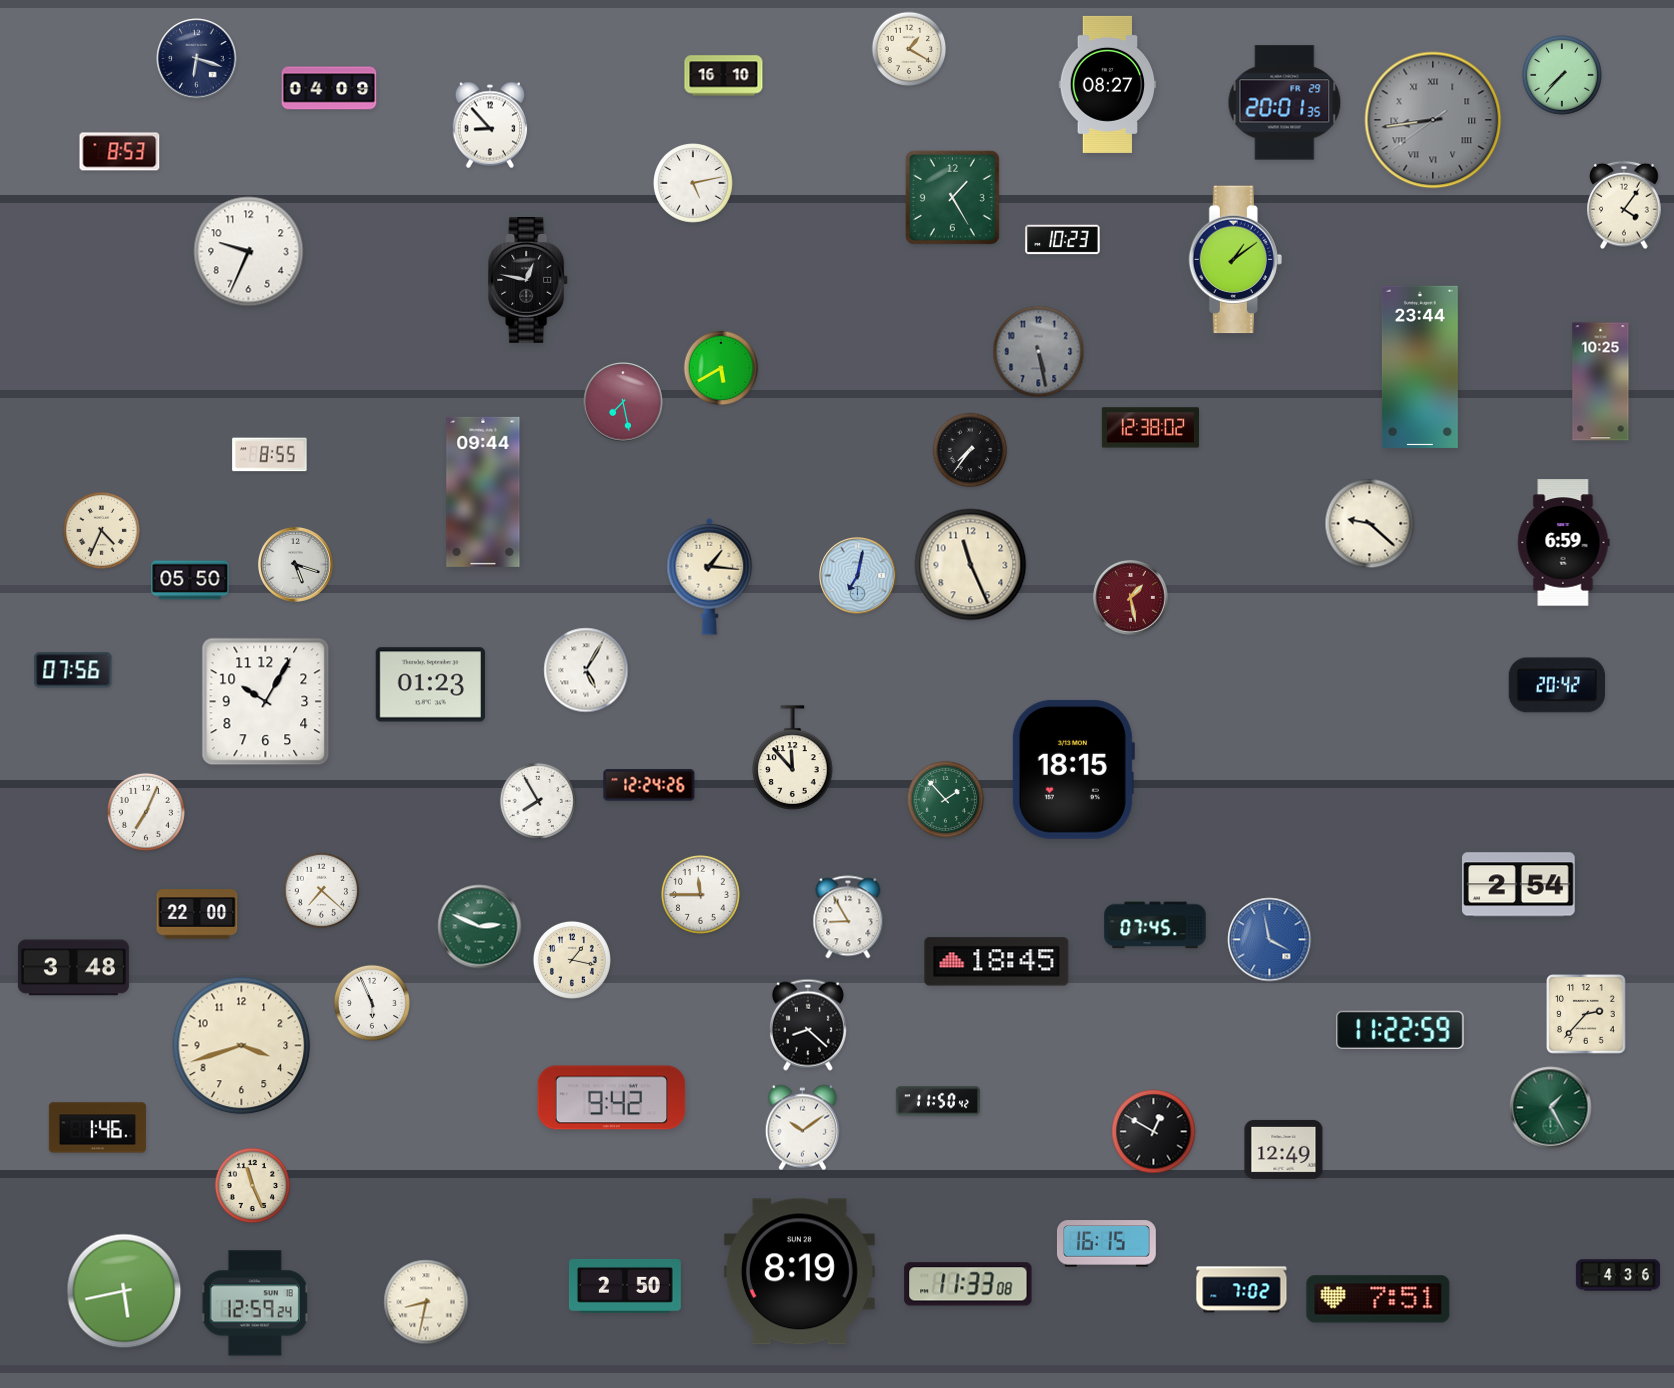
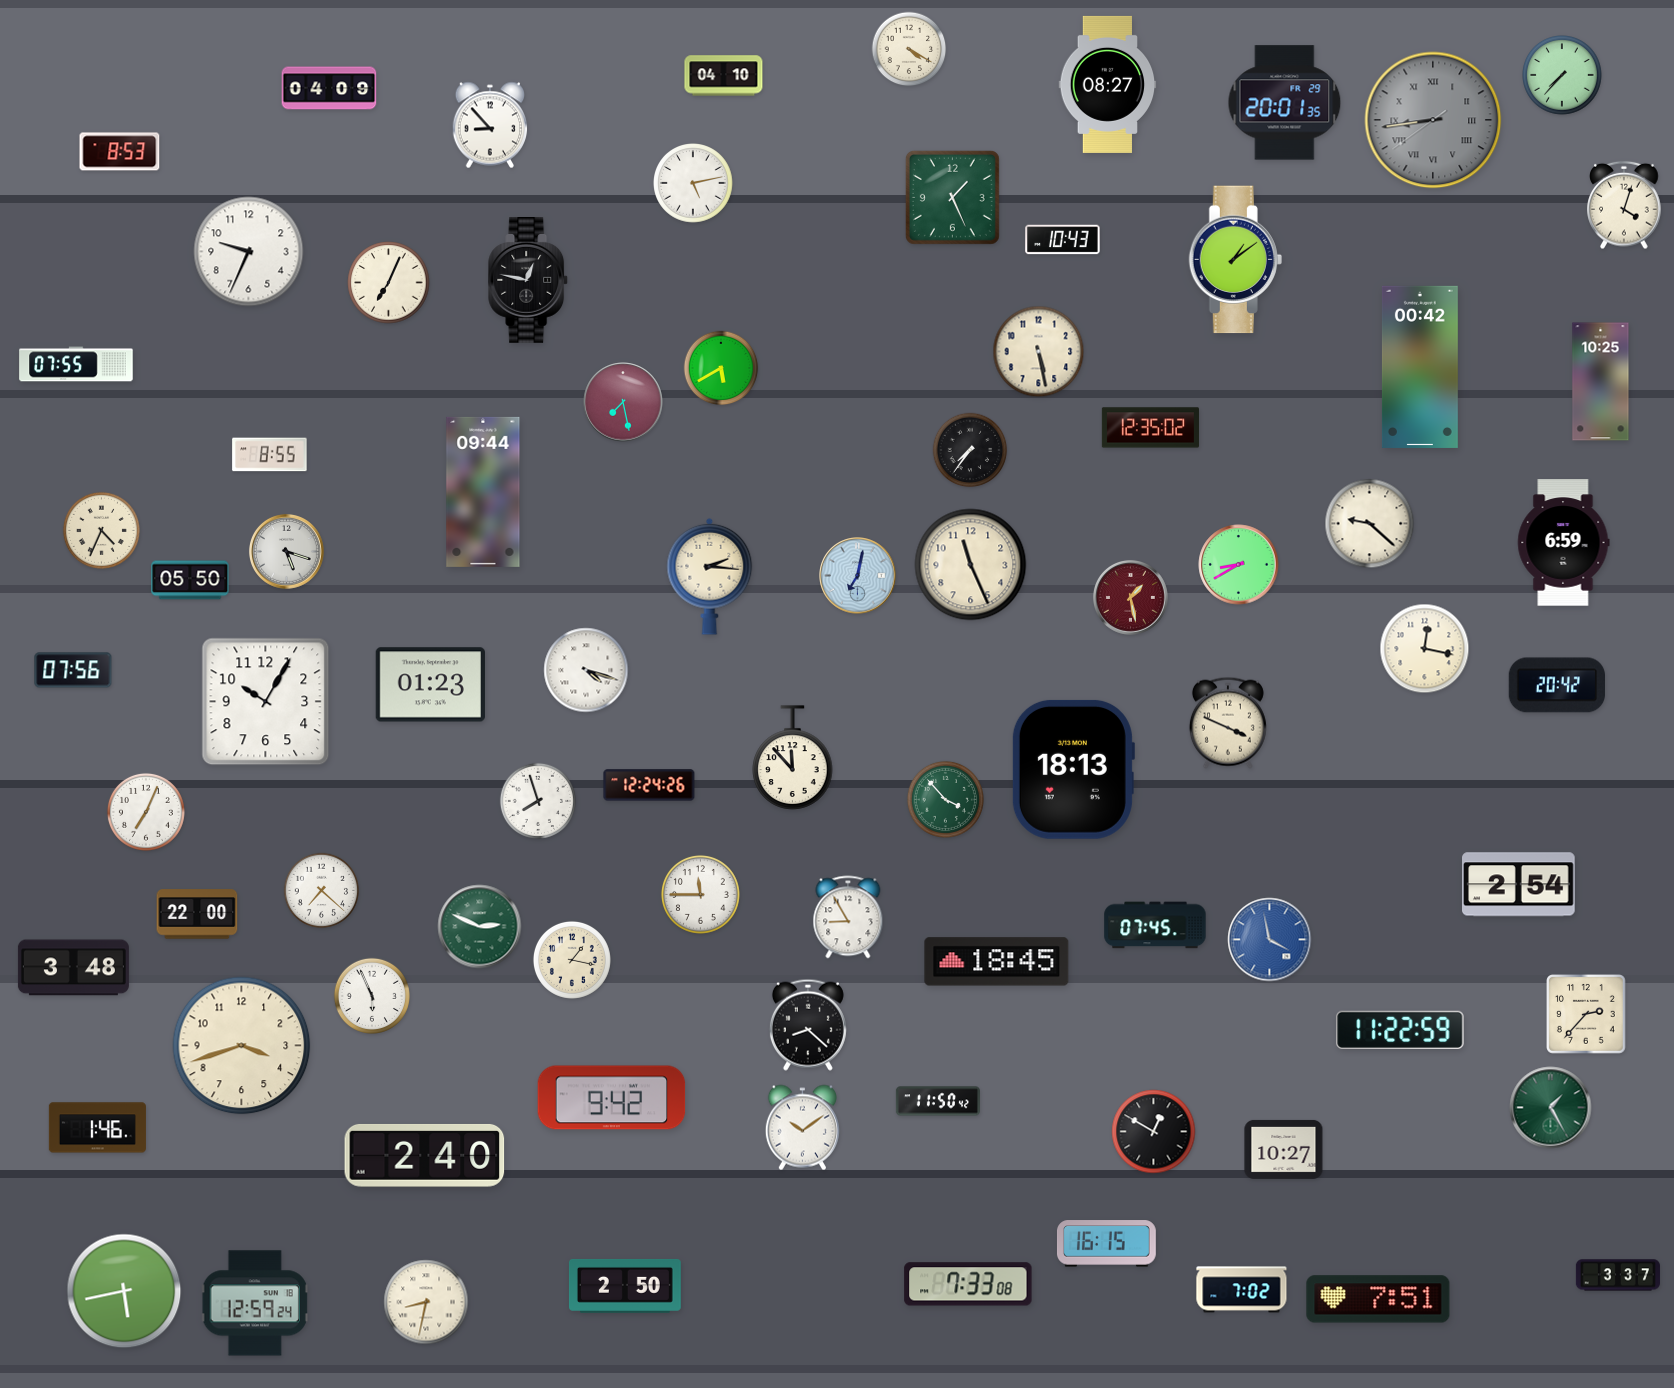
clock at (909, 49): 1:20 -> 4:20
clock at (197, 59): 6:18 -> none
clock at (724, 76): 16:10 -> 04:10
clock at (952, 197): 1:25 -> 1:26
clock at (1624, 205): 4:06 -> 4:03
clock at (1063, 240): 10:23 -> 10:43
clock at (389, 283): none -> 7:04
clock at (1039, 352) dial: grey -> cream
clock at (76, 364): none -> 07:55
clock at (1420, 367): 23:44 -> 00:42
clock at (1150, 428): 12:38 -> 12:35
clock at (295, 564) position: (295, 564) -> (286, 551)
clock at (1239, 565): none -> 8:40
clock at (710, 576): 1:16 -> 2:16
clock at (1425, 649): none -> 12:17
clock at (586, 670): 5:05 -> 4:18
clock at (1228, 723): none -> 3:49
clock at (1073, 769): 18:15 -> 18:13
clock at (945, 799): 1:53 -> 3:53
clock at (538, 801): 7:55 -> 7:57
clock at (372, 1003) position: (372, 1003) -> (372, 996)
clock at (1284, 1149): 12:49 -> 10:27
clock at (425, 1156): none -> 2:40
clock at (253, 1186): 11:26 -> none
clock at (799, 1272): 8:19 -> none
clock at (1618, 1275): 4:36 -> 3:37
clock at (968, 1284): 11:33 -> 7:33
